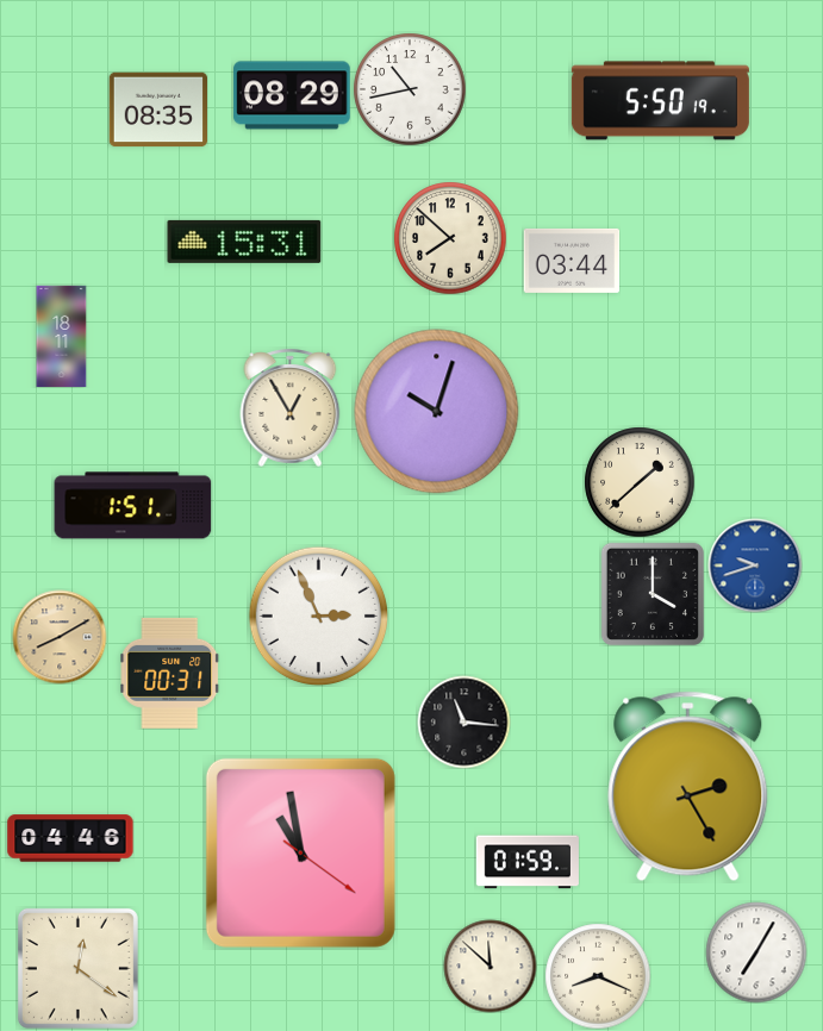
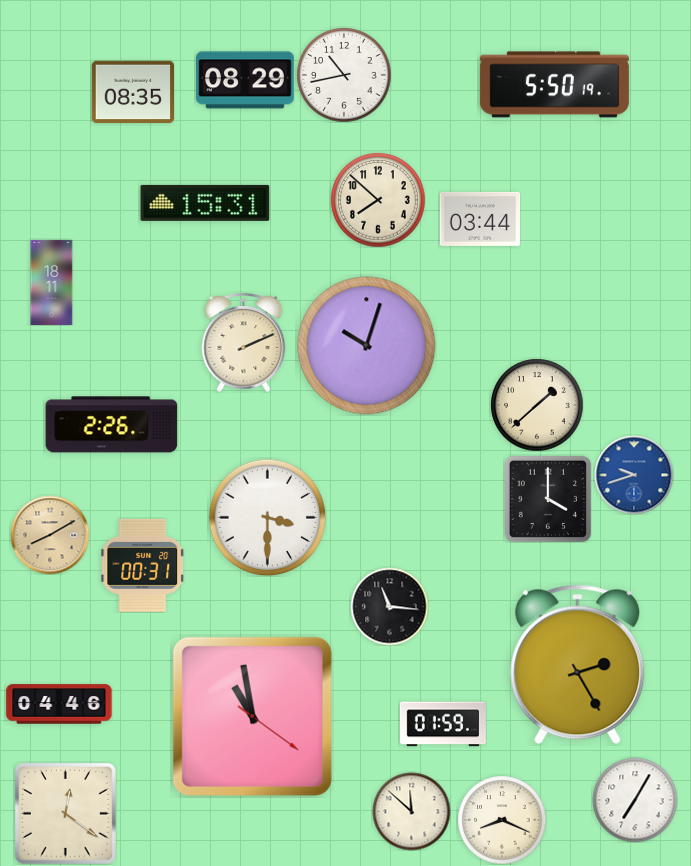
clock at (291, 407): 12:55 -> 2:11
clock at (133, 506): 1:51 -> 2:26
clock at (318, 616): 2:56 -> 3:30
clock at (688, 787) position: (688, 787) -> (578, 665)
